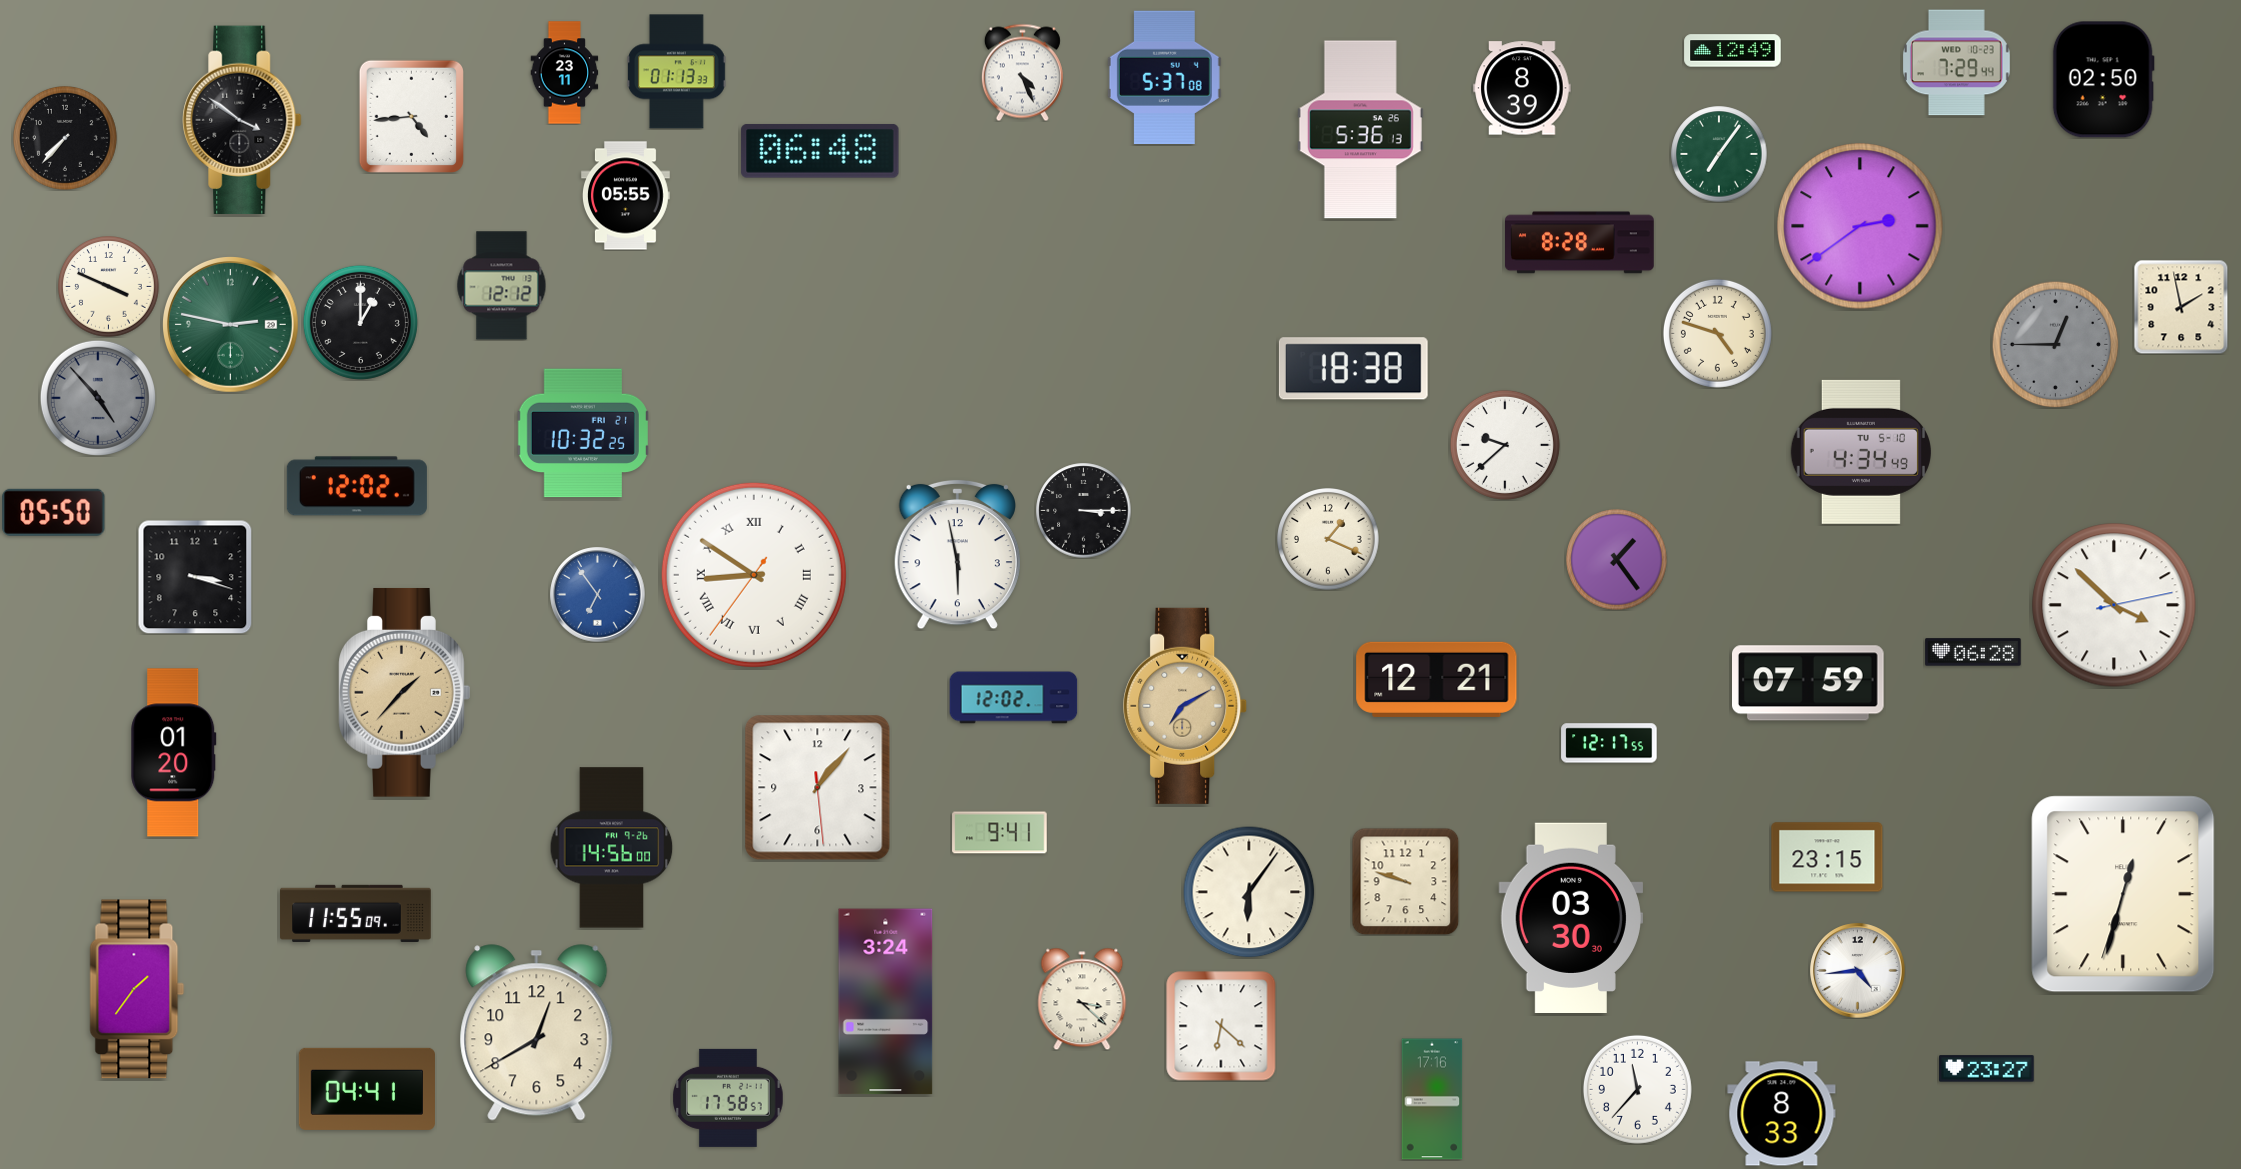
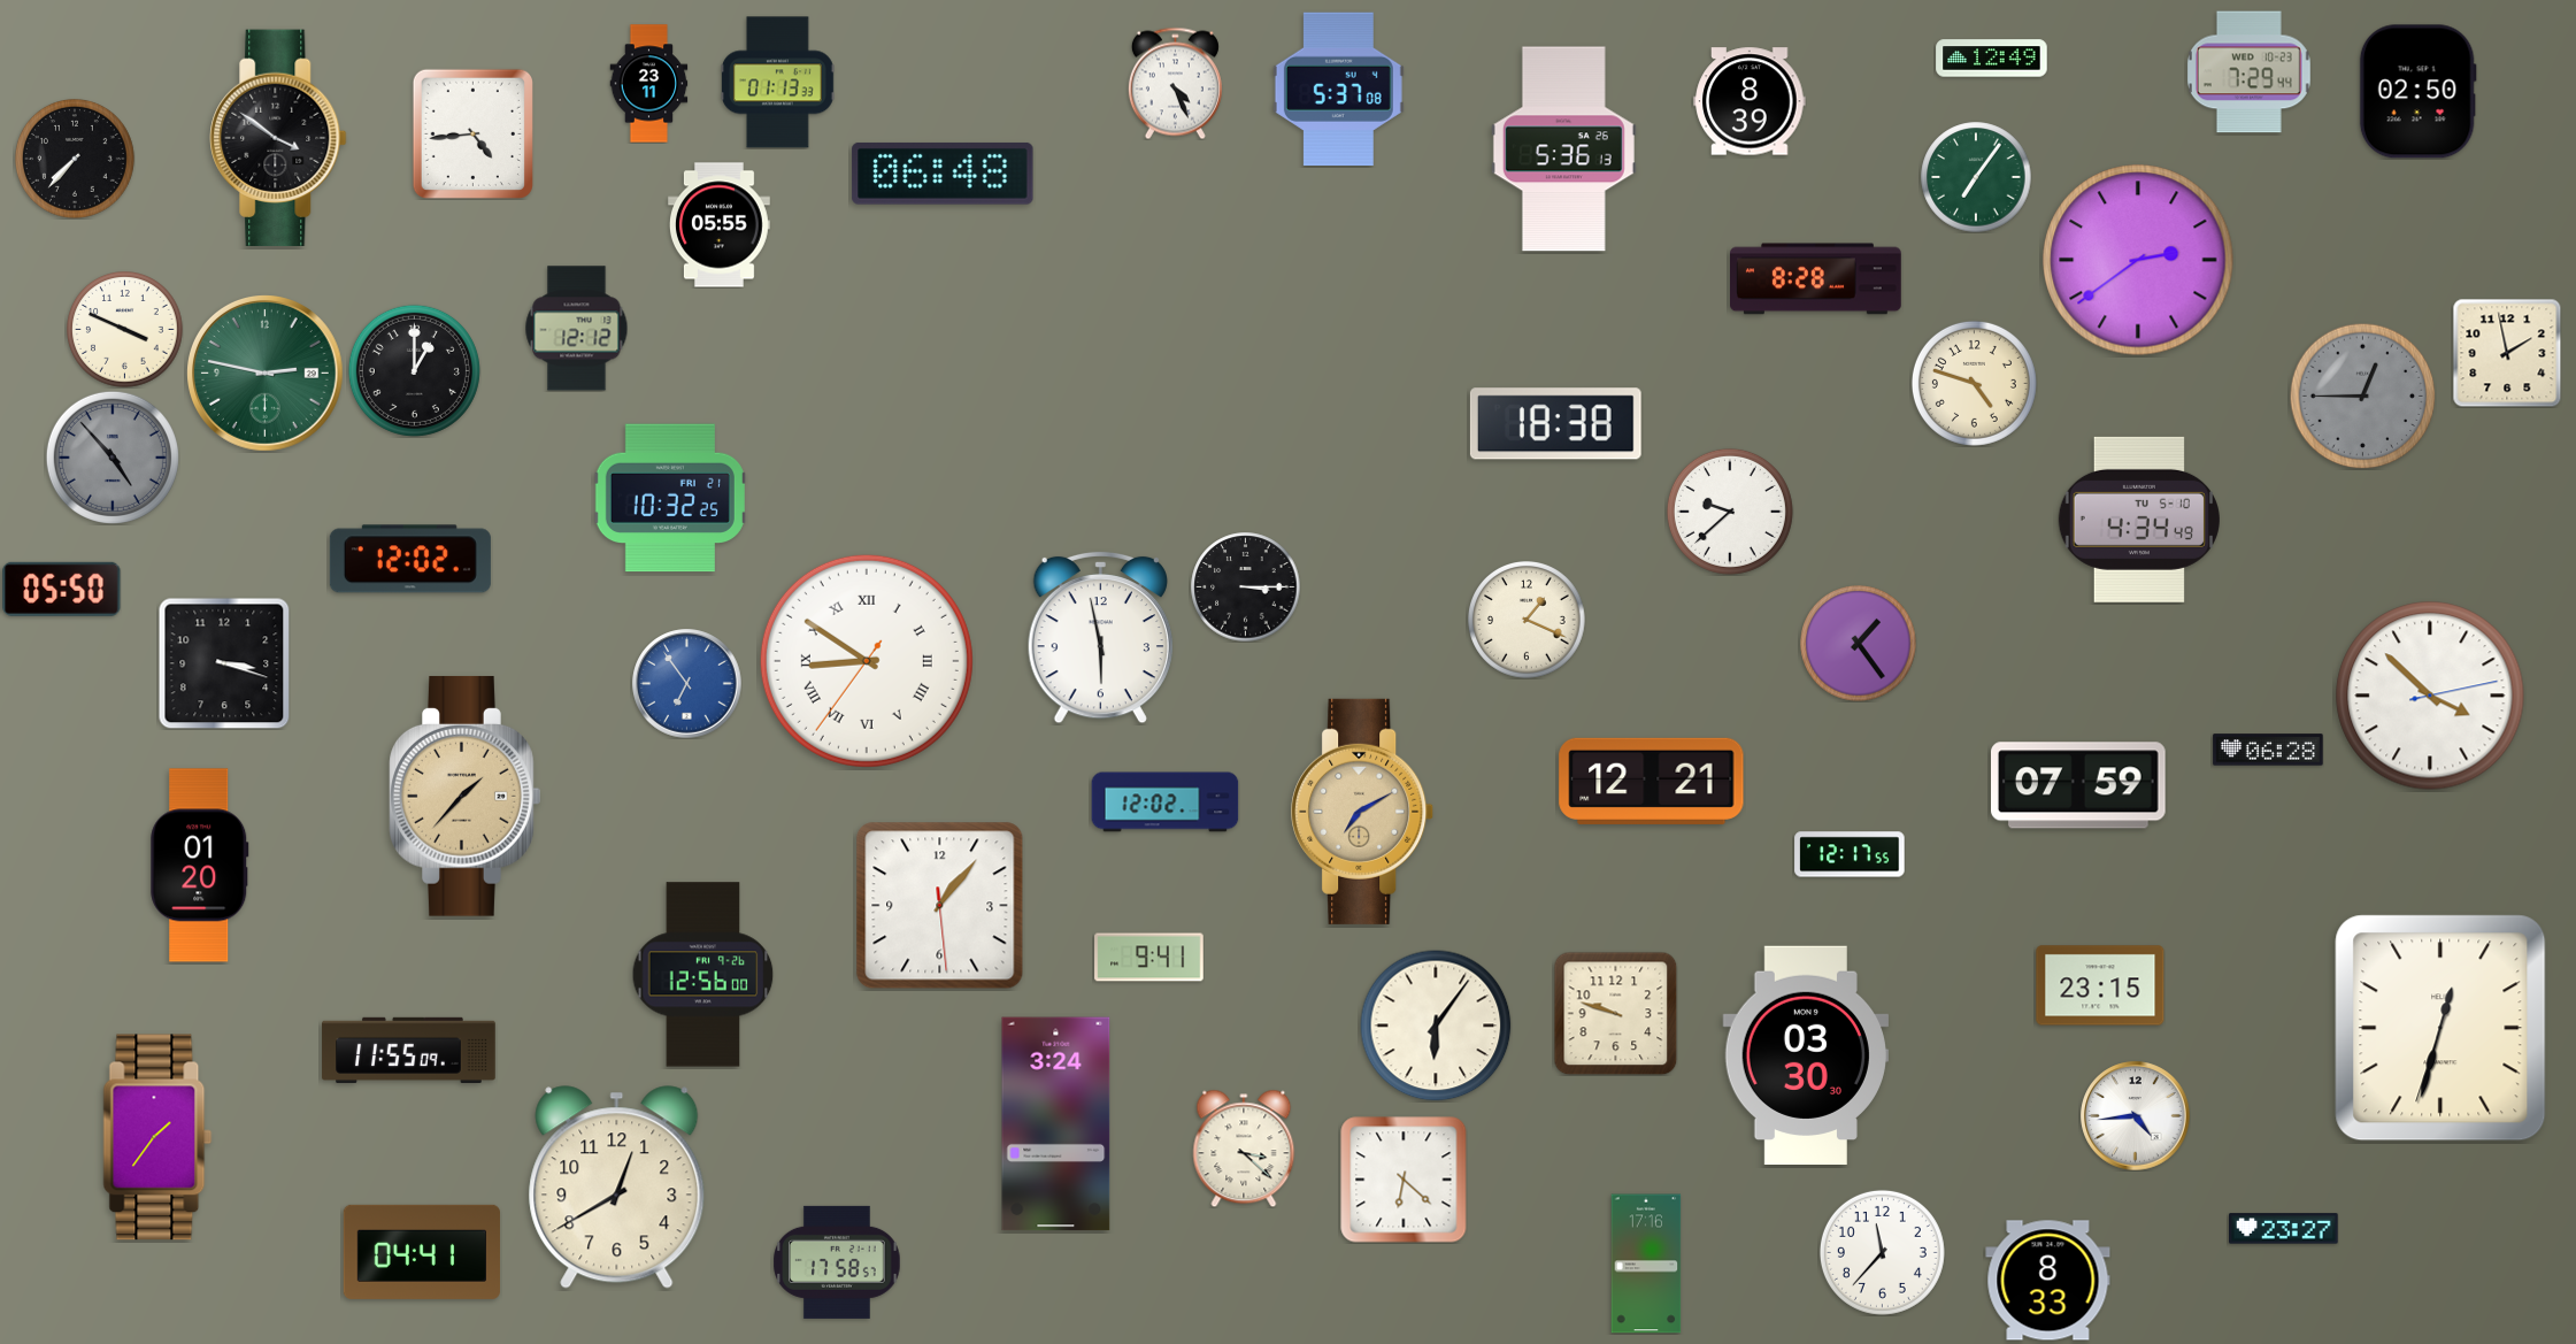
clock at (612, 848): 14:56 -> 12:56
clock at (886, 1002) position: (886, 1002) -> (1056, 1124)
